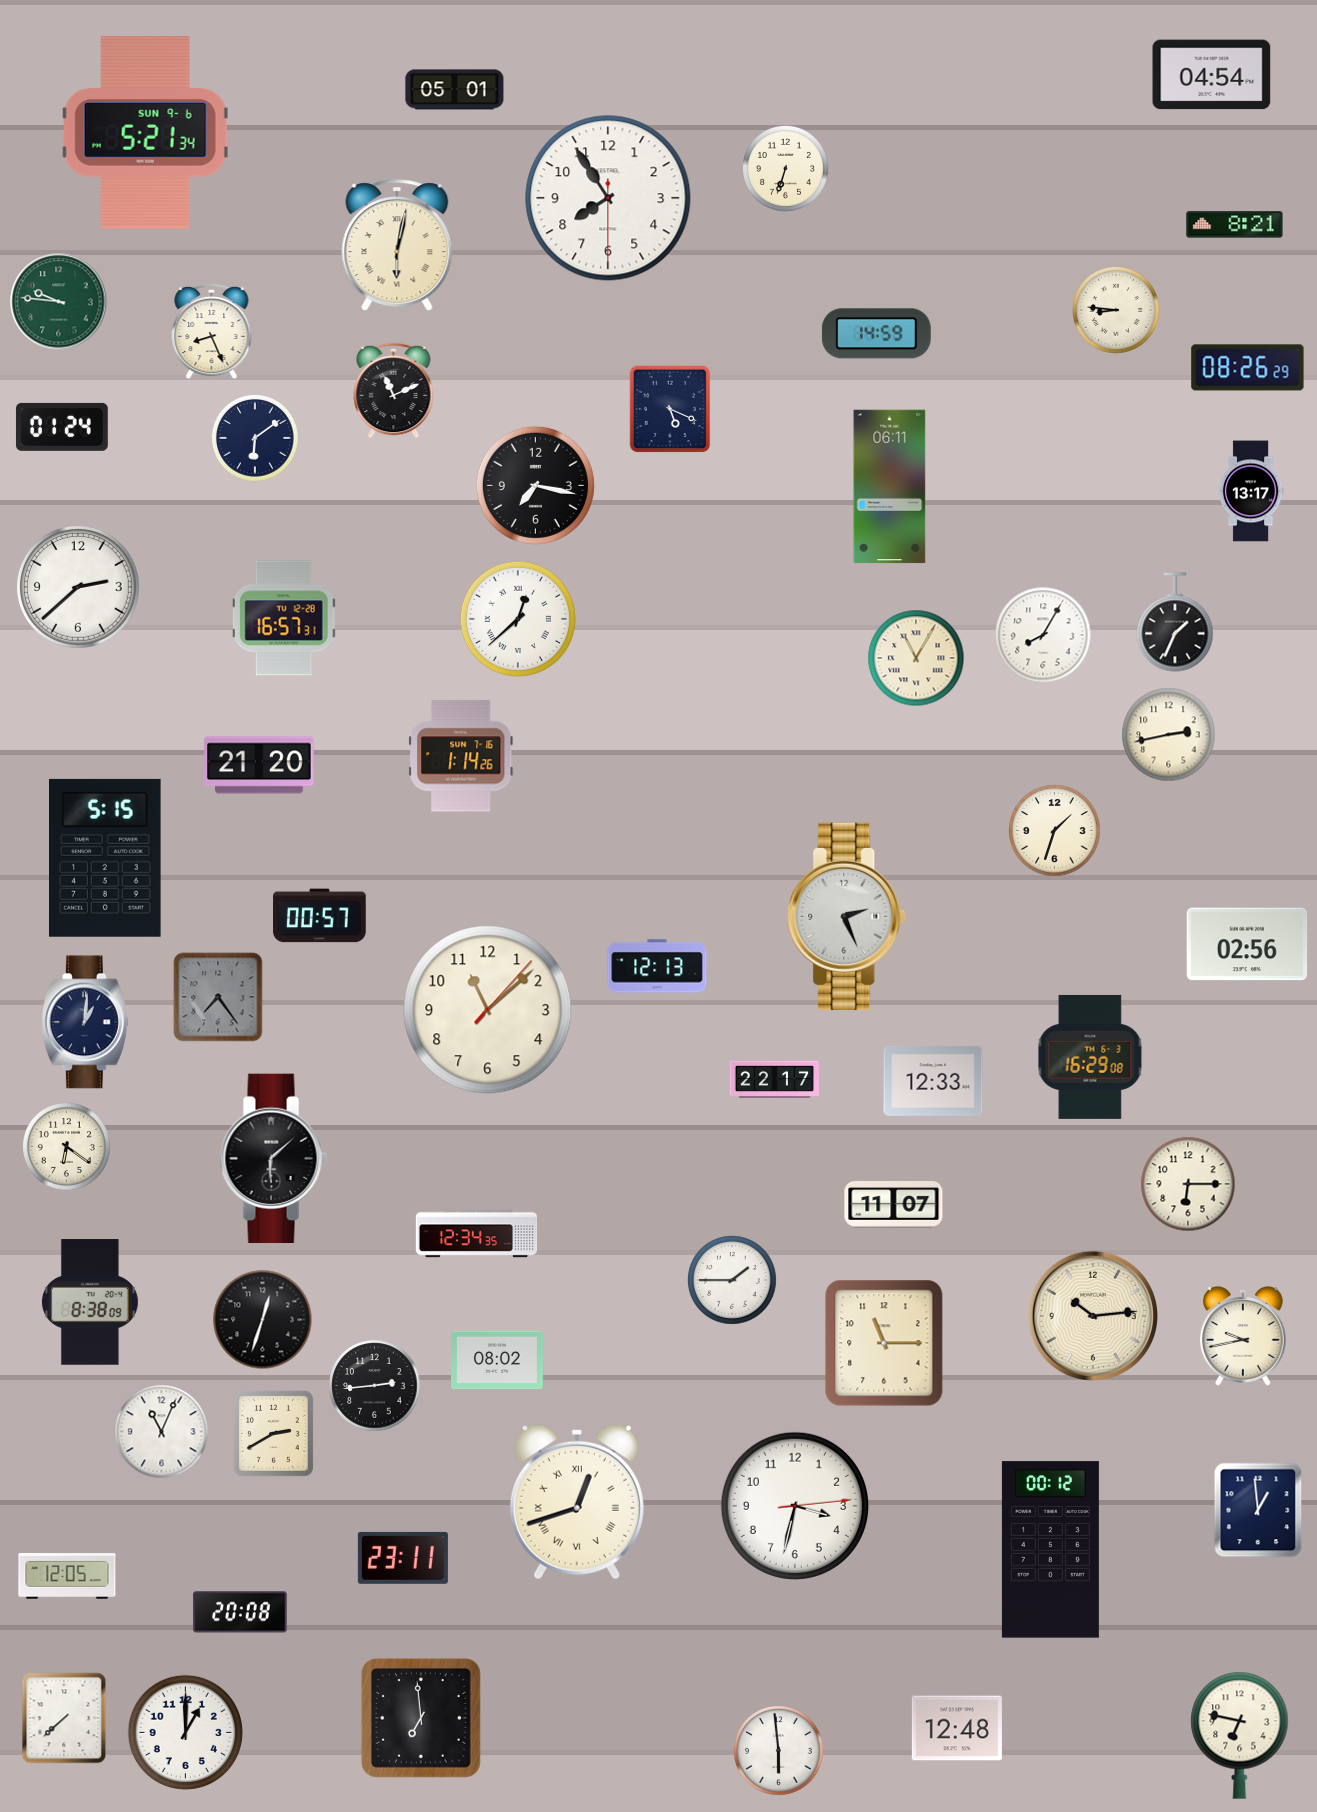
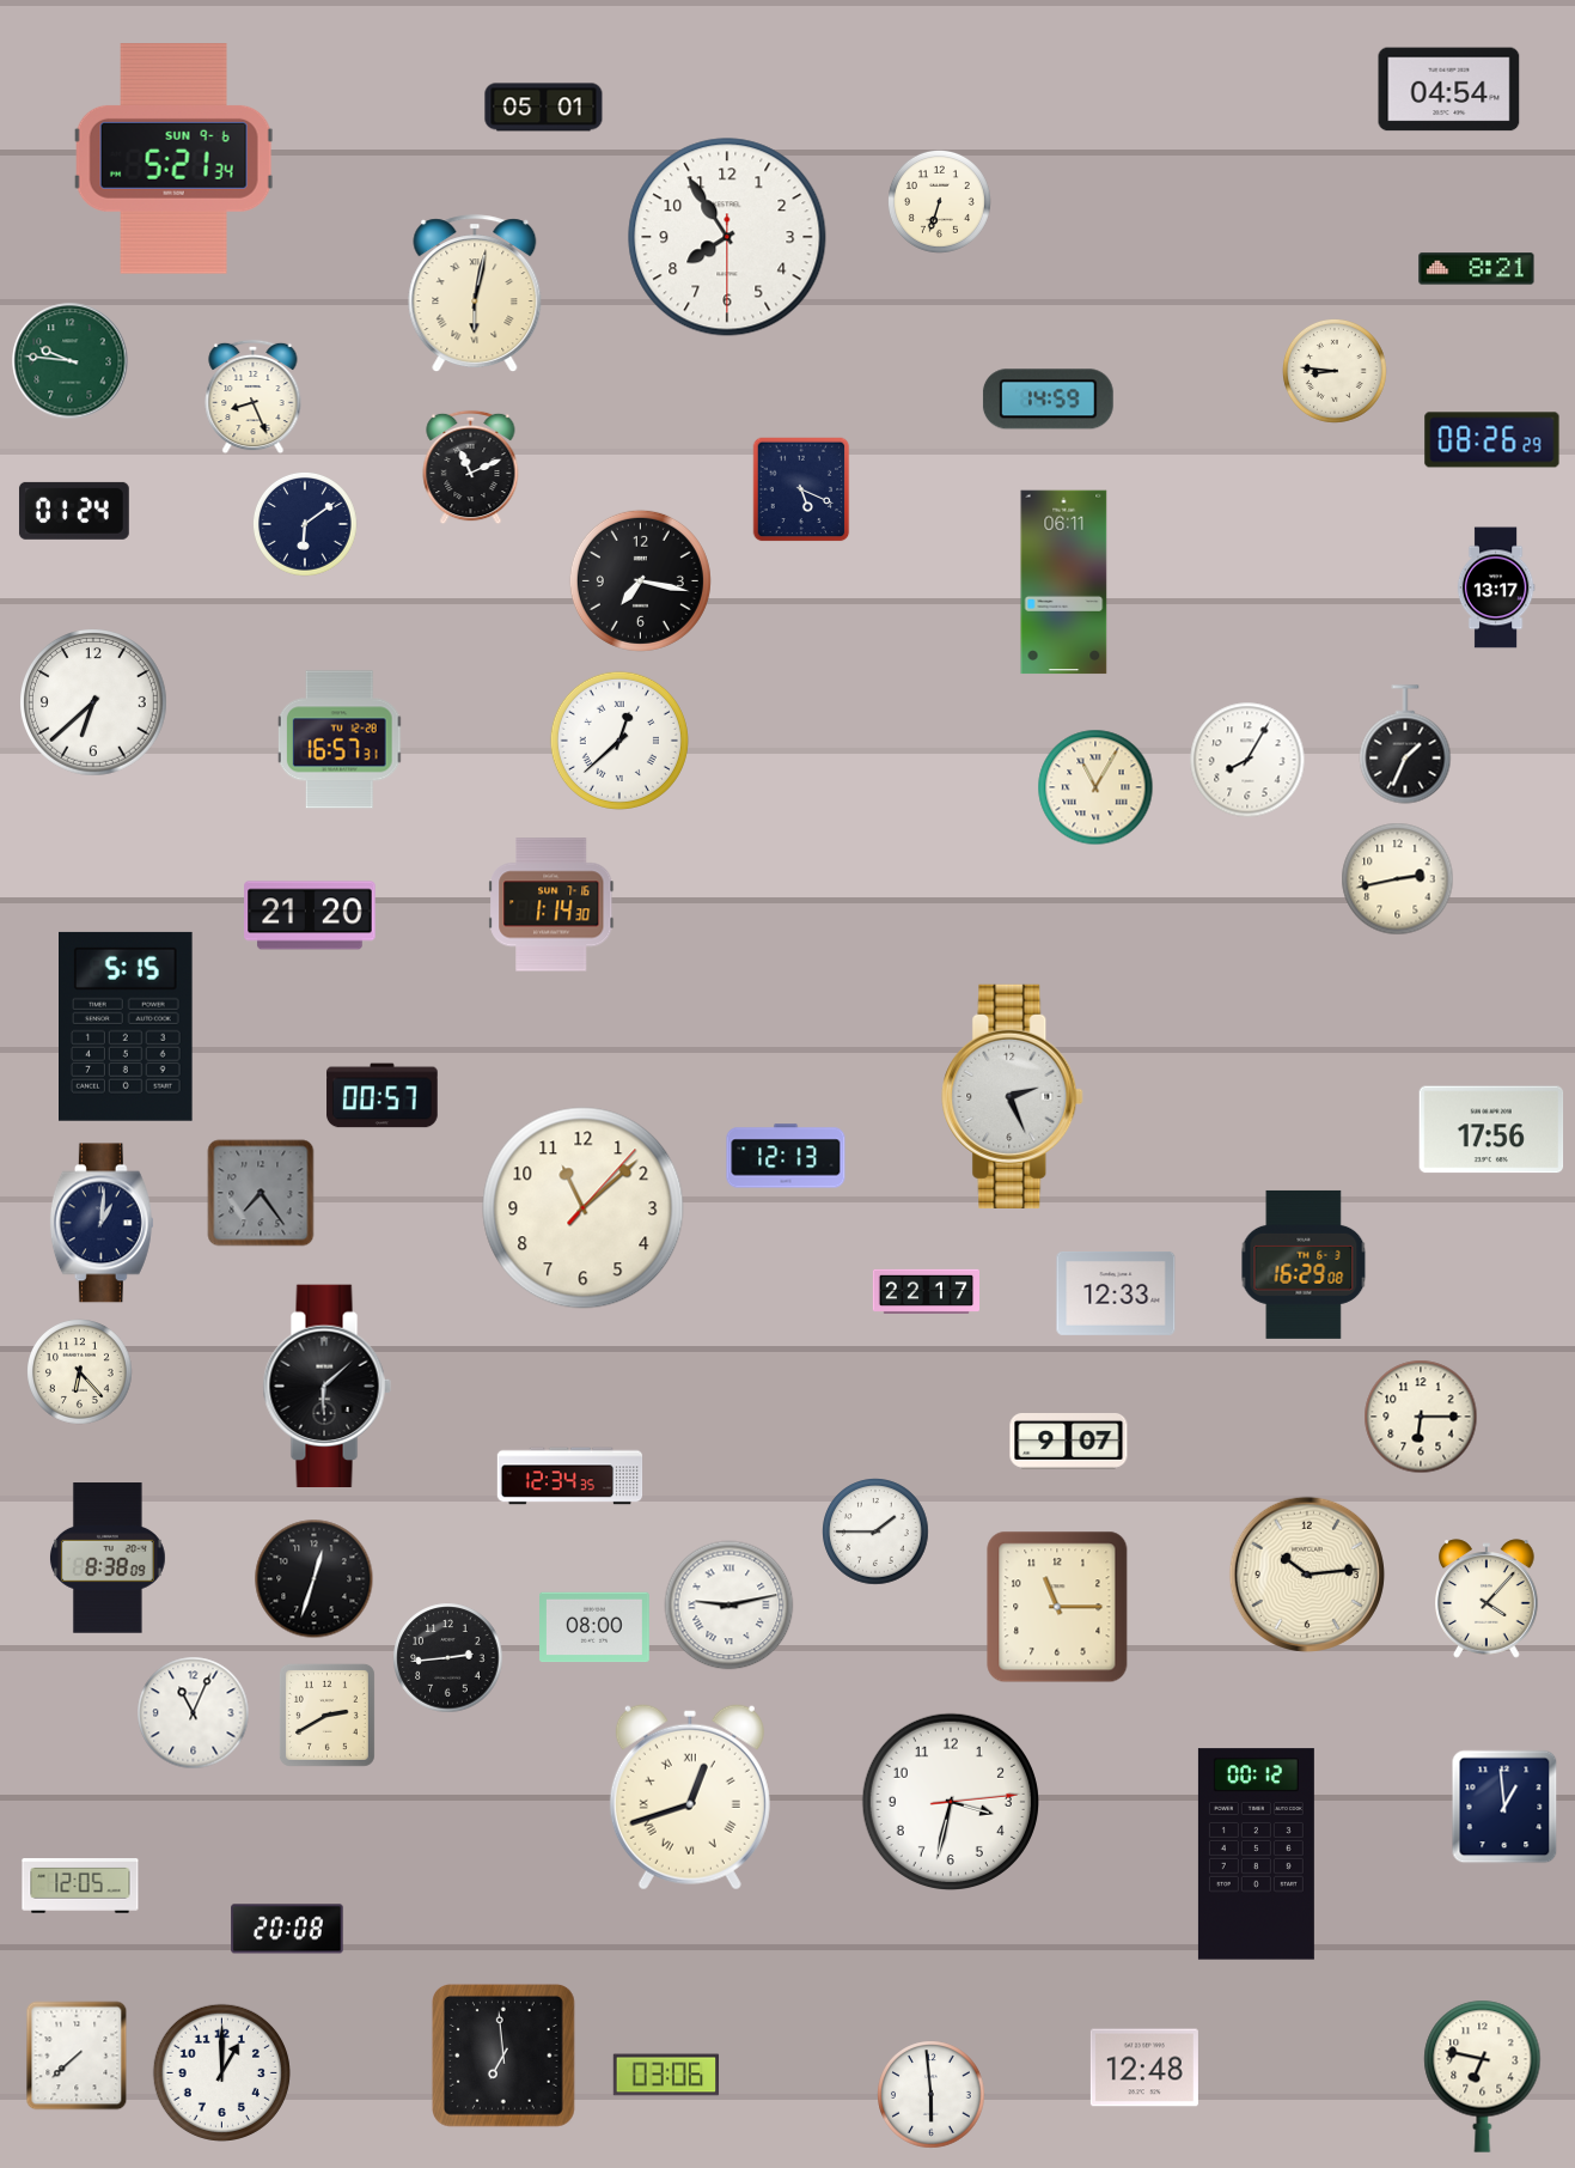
clock at (79, 588): 2:38 -> 6:38
clock at (461, 756): 1:14:26 -> 1:14:30
clock at (1055, 831): 1:33 -> none
clock at (1247, 944): 02:56 -> 17:56
clock at (67, 1147): 6:21 -> 6:23
clock at (894, 1205): 11:07 -> 9:07
clock at (1244, 1336): 9:43 -> 4:07
clock at (729, 1606): none -> 9:13
clock at (498, 1360): 08:02 -> 08:00
clock at (403, 1558): 23:11 -> none
clock at (666, 2075): none -> 03:06
